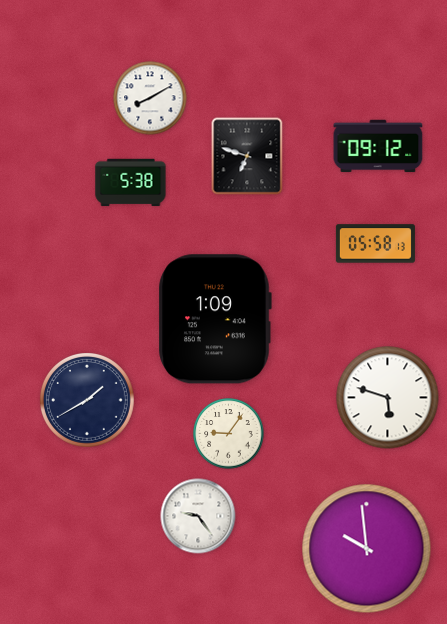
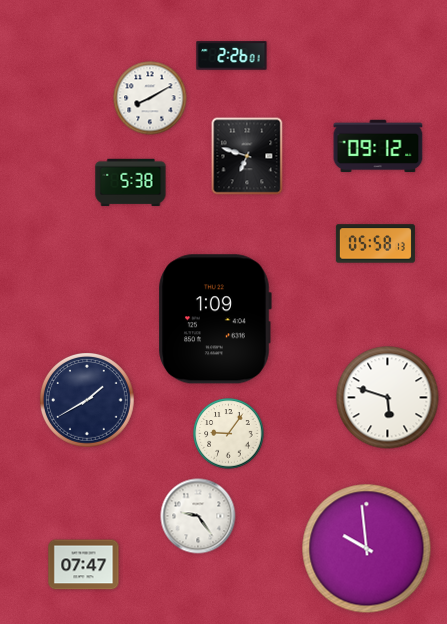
clock at (232, 56): none -> 2:26
clock at (84, 565): none -> 07:47
